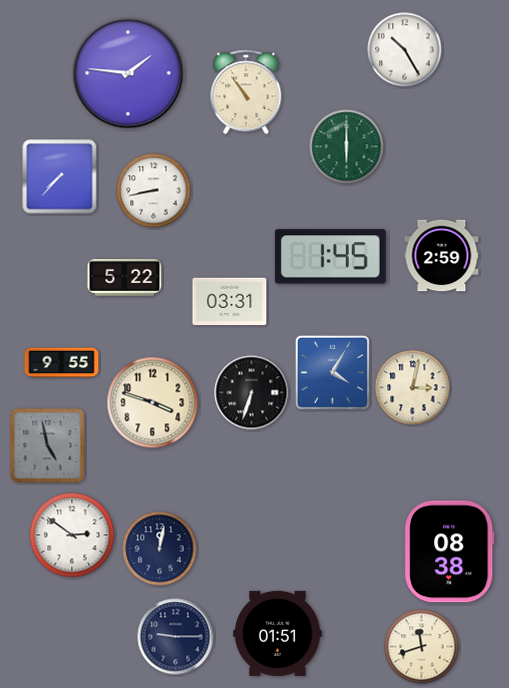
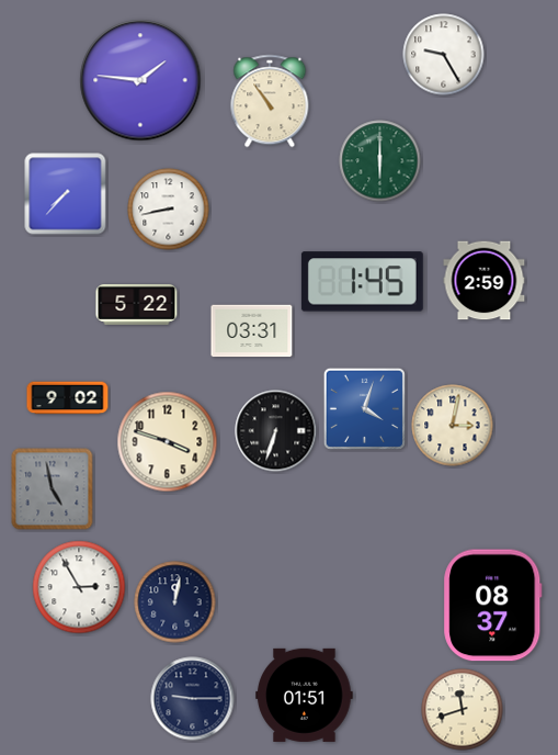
clock at (405, 50): 10:25 -> 9:25
clock at (62, 363): 9:55 -> 9:02
clock at (332, 372): 4:05 -> 4:03
clock at (72, 535): 2:51 -> 2:55
clock at (450, 552): 08:38 -> 08:37
